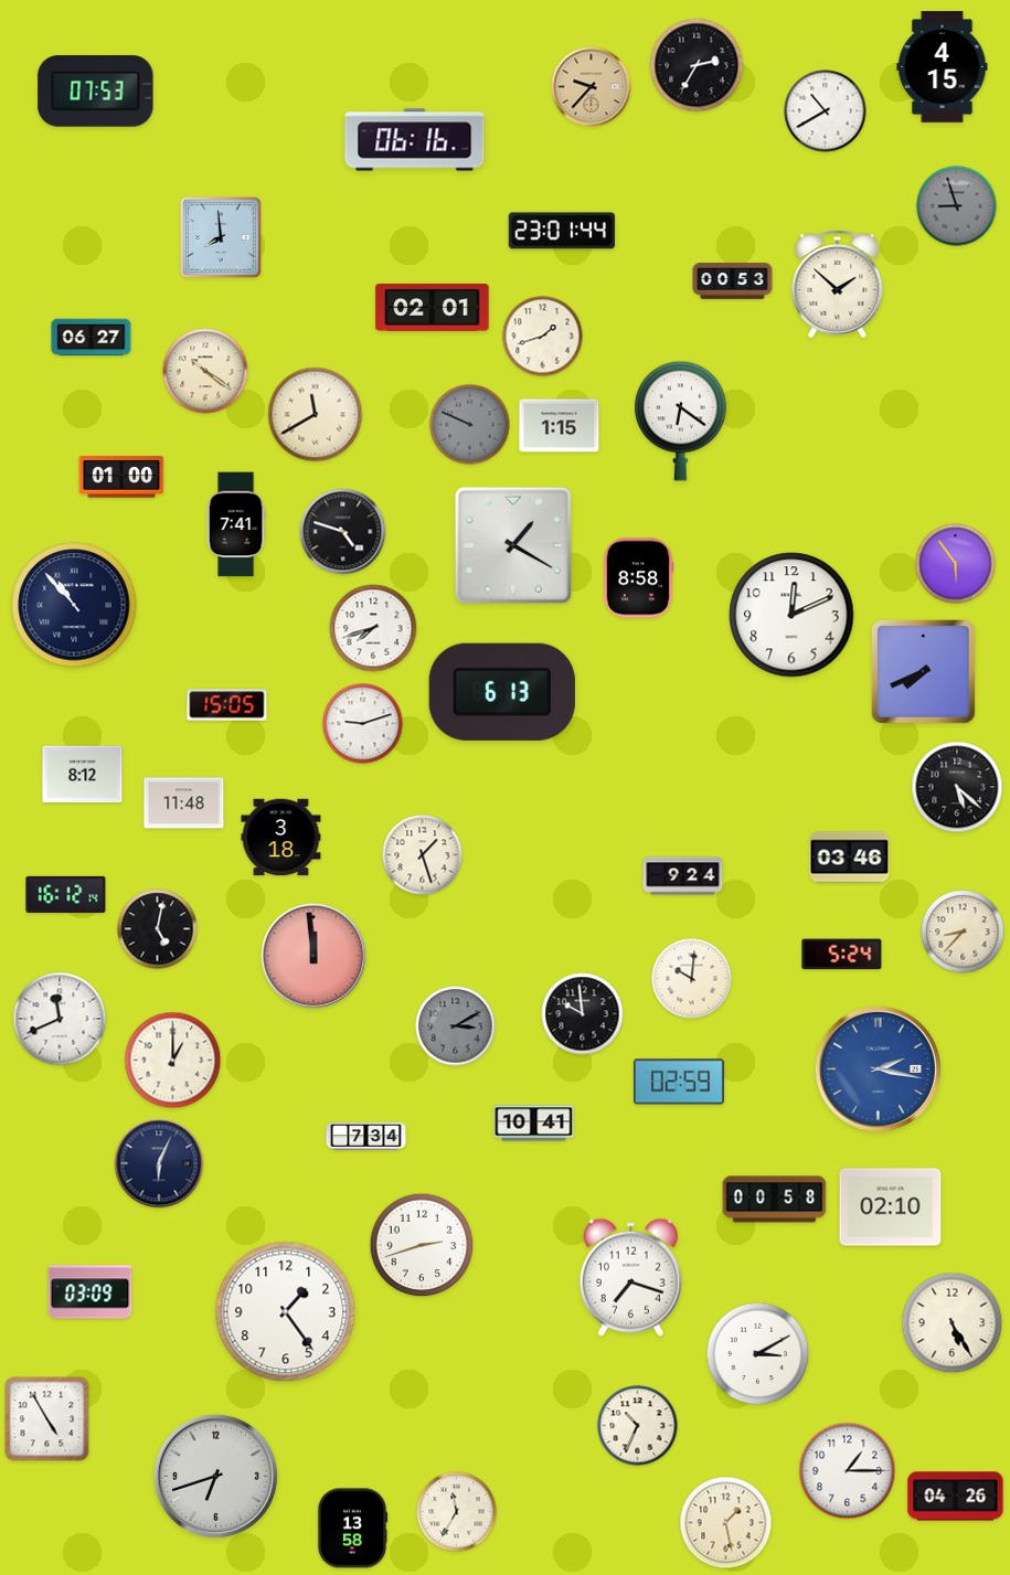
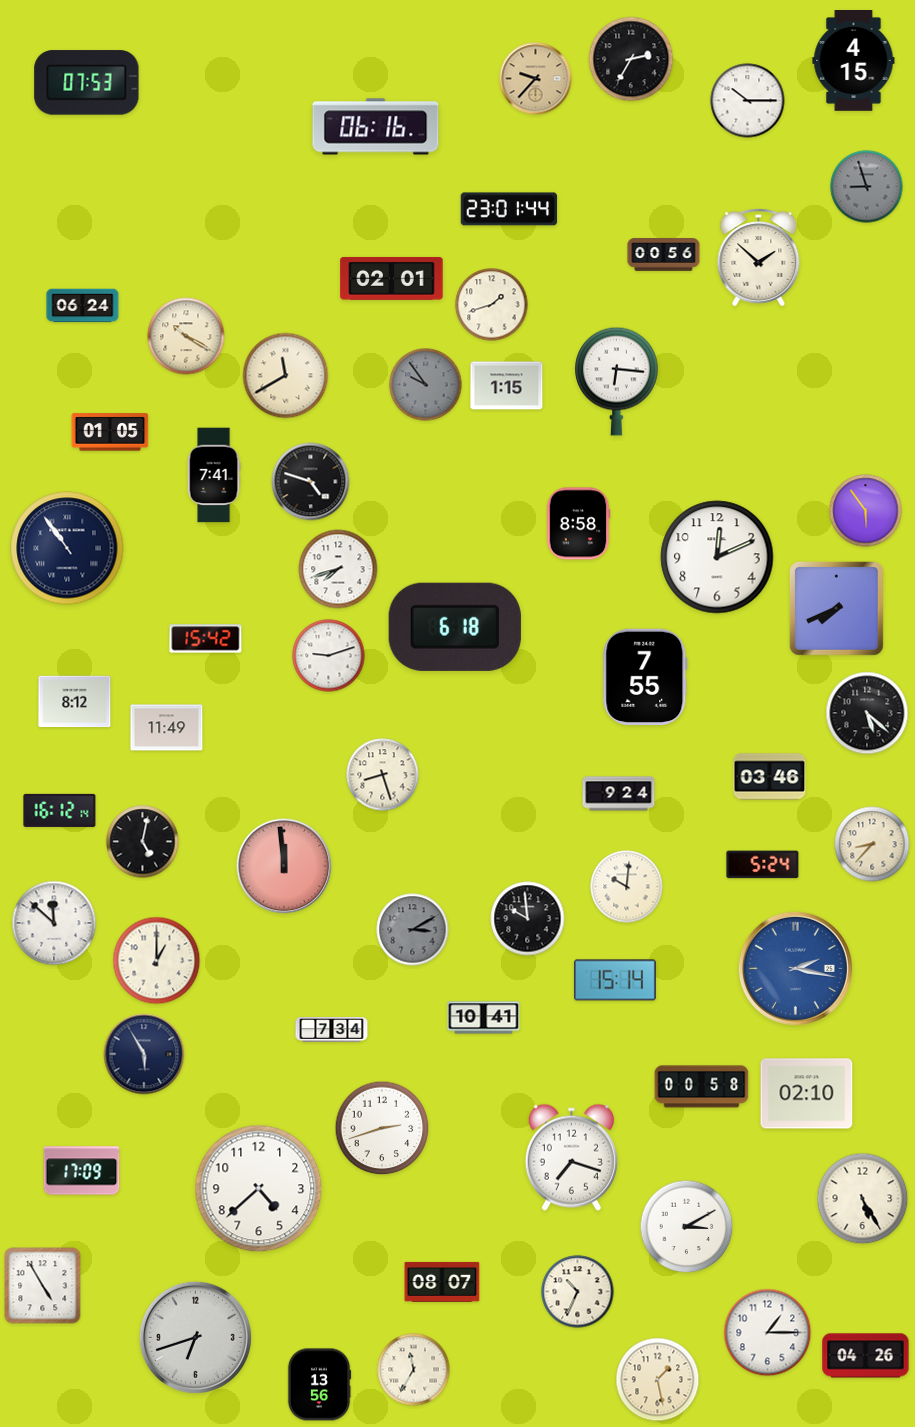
clock at (826, 111): 10:40 -> 10:15
clock at (222, 238): 7:59 -> none
clock at (733, 281): 00:53 -> 00:56
clock at (92, 338): 06:27 -> 06:24
clock at (205, 371): 10:21 -> 10:20
clock at (681, 421): 6:21 -> 6:16
clock at (470, 425): 9:49 -> 9:54
clock at (121, 477): 01:00 -> 01:05
clock at (513, 545): 1:20 -> none
clock at (74, 605): 10:53 -> 10:54
clock at (502, 692): 6:13 -> 6:18
clock at (227, 705): 15:05 -> 15:42
clock at (645, 677): none -> 7:55
clock at (184, 804): 11:48 -> 11:49
clock at (281, 838): 3:18 -> none
clock at (423, 855): 1:27 -> 8:27
clock at (60, 1019): 11:41 -> 11:52
clock at (679, 1082): 02:59 -> 15:14
clock at (159, 1163): 6:04 -> 5:55
clock at (91, 1292): 03:09 -> 17:09
clock at (286, 1312): 1:24 -> 4:38
clock at (442, 1282): none -> 08:07
clock at (352, 1529): 13:58 -> 13:56
